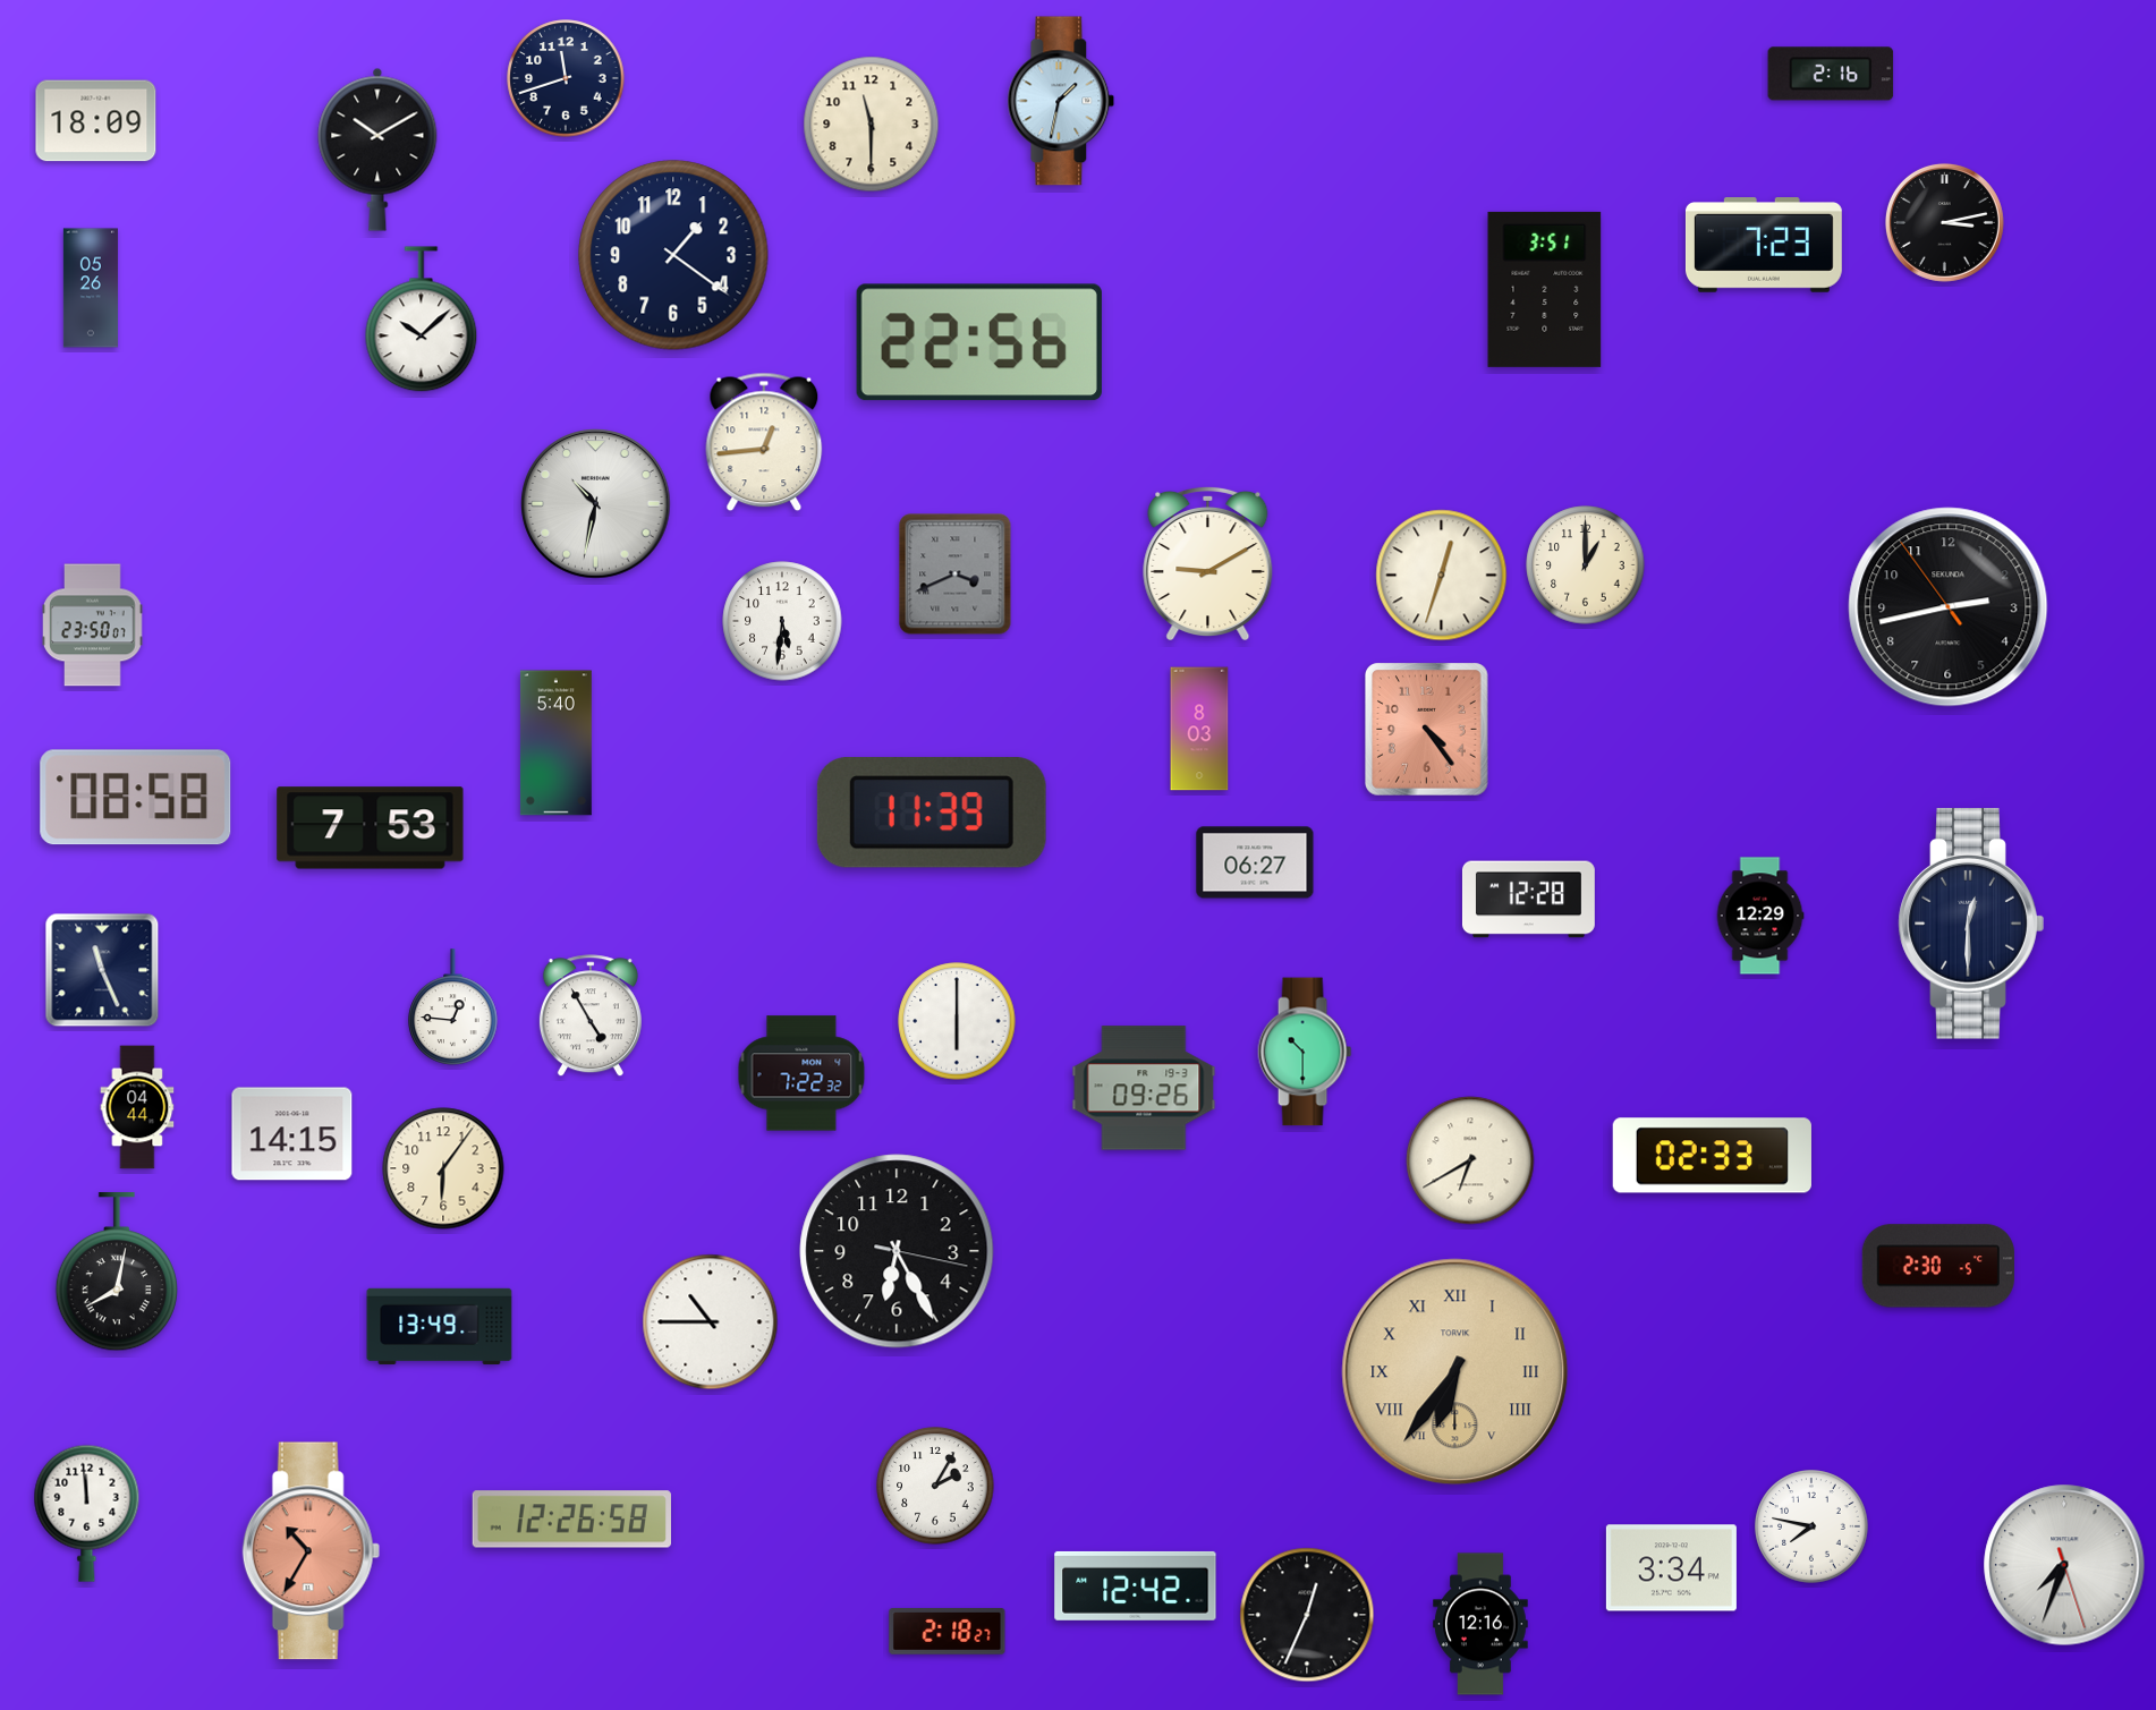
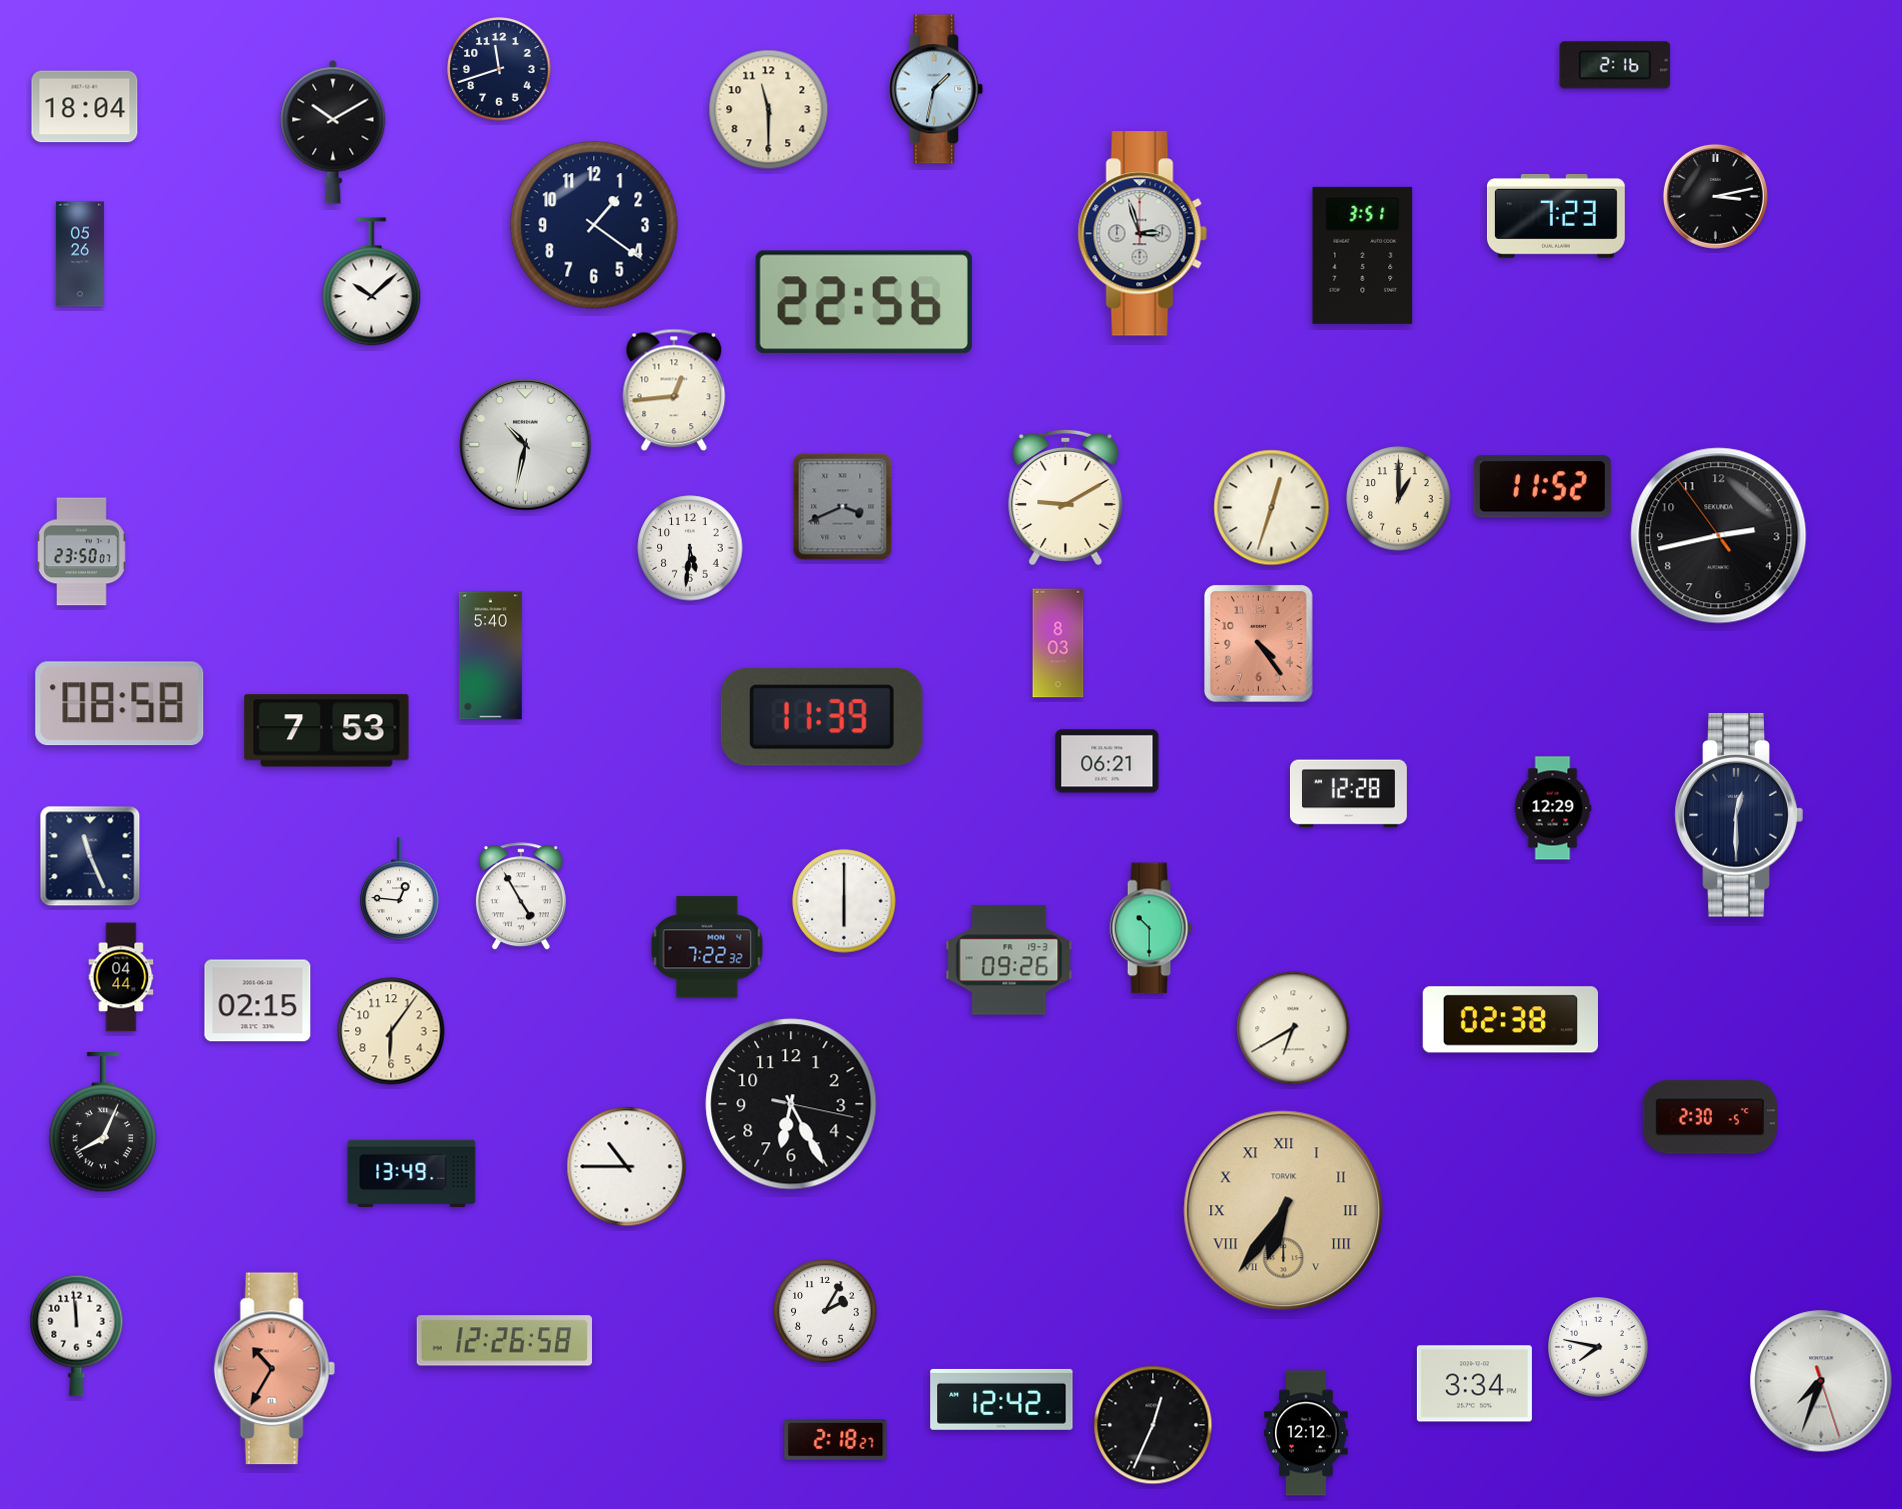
clock at (96, 121): 18:09 -> 18:04
clock at (1142, 234): none -> 2:57
clock at (1542, 487): none -> 11:52
clock at (1255, 862): 06:27 -> 06:21
clock at (292, 1134): 14:15 -> 02:15
clock at (1712, 1156): 02:33 -> 02:38
clock at (1470, 1160) position: (1470, 1160) -> (1293, 1028)
clock at (117, 1273): 8:02 -> 8:04
clock at (440, 1327) position: (440, 1327) -> (412, 1174)
clock at (1480, 1624): 12:16 -> 12:12
